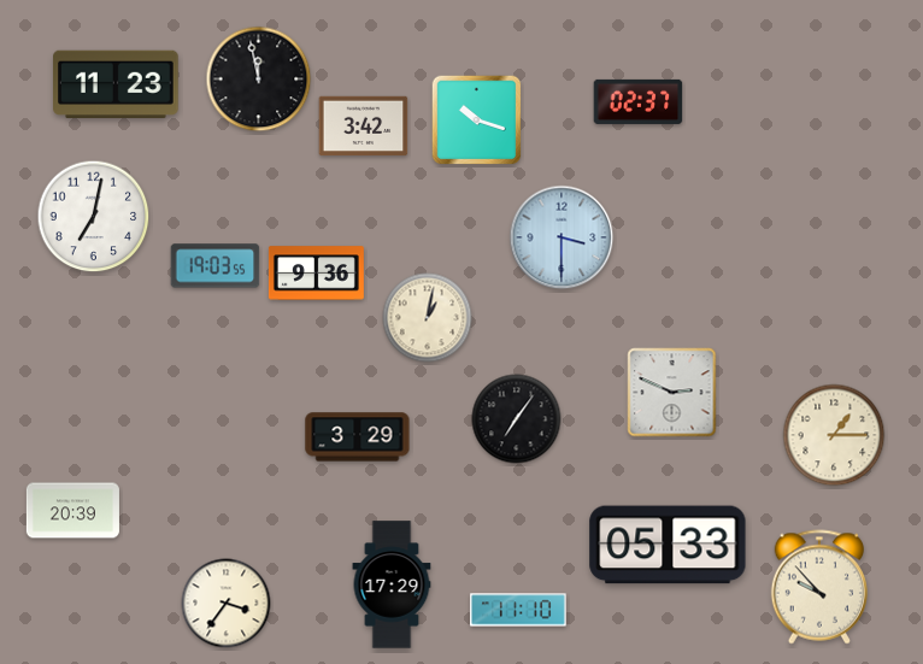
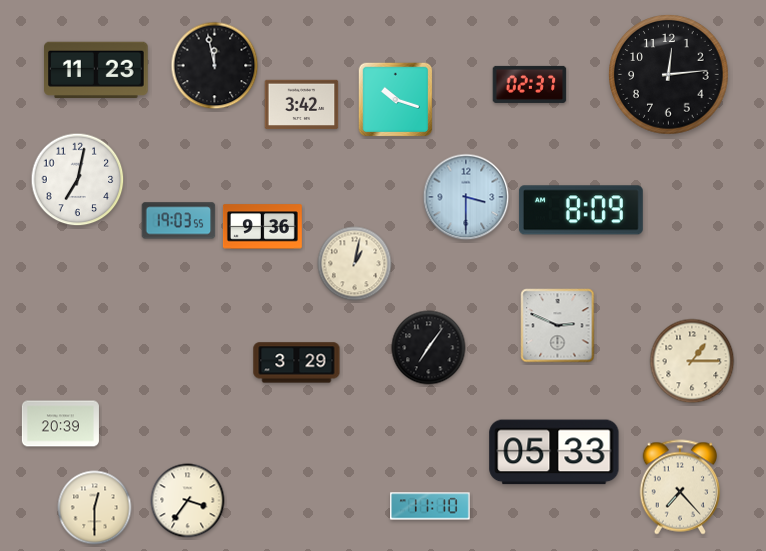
clock at (669, 75): none -> 12:14
clock at (581, 210): none -> 8:09
clock at (392, 584): 17:29 -> none
clock at (818, 587): 9:53 -> 7:23
clock at (95, 508): none -> 12:30
